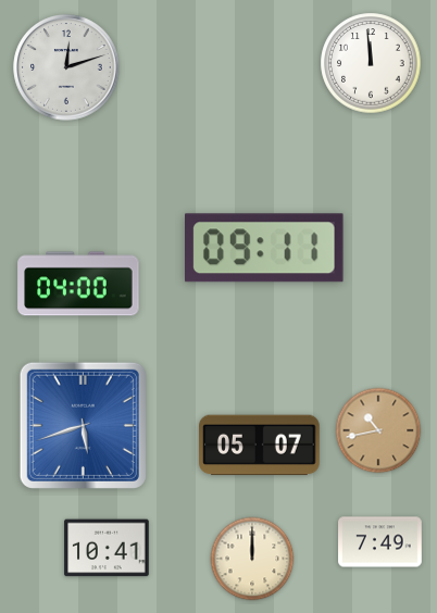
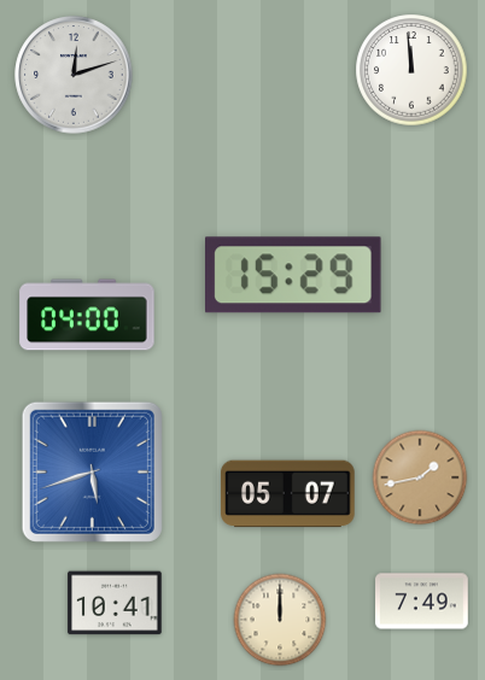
clock at (265, 248): 09:11 -> 15:29
clock at (378, 430): 10:43 -> 1:43
clock at (107, 548) position: (107, 548) -> (115, 603)
